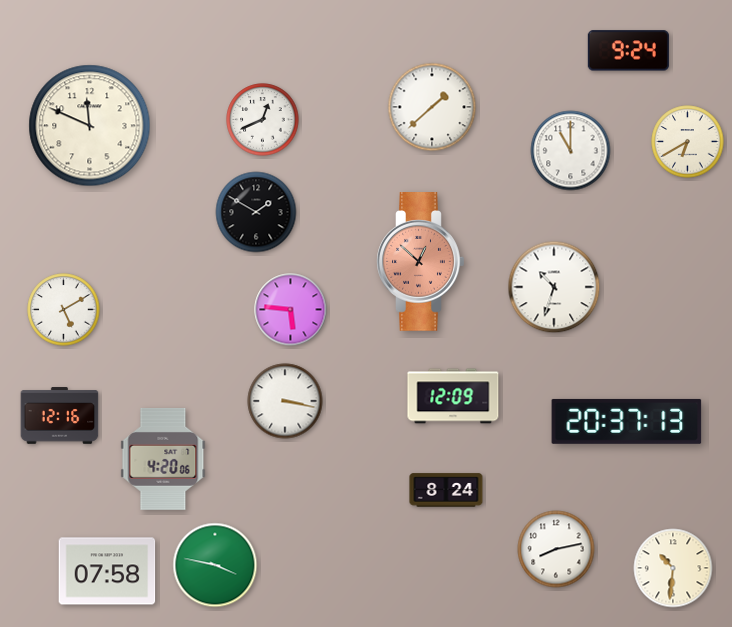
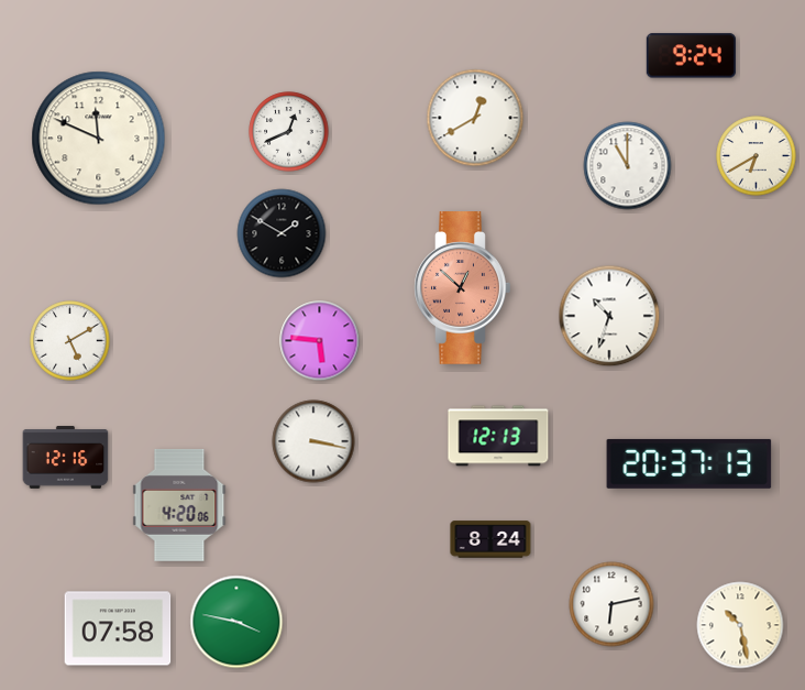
clock at (432, 107): 1:38 -> 12:40
clock at (453, 396): 12:09 -> 12:13
clock at (556, 549): 8:13 -> 6:13
clock at (673, 568): 10:31 -> 10:28
